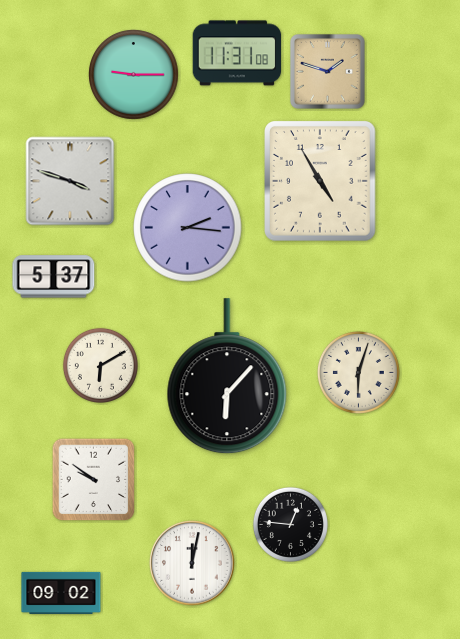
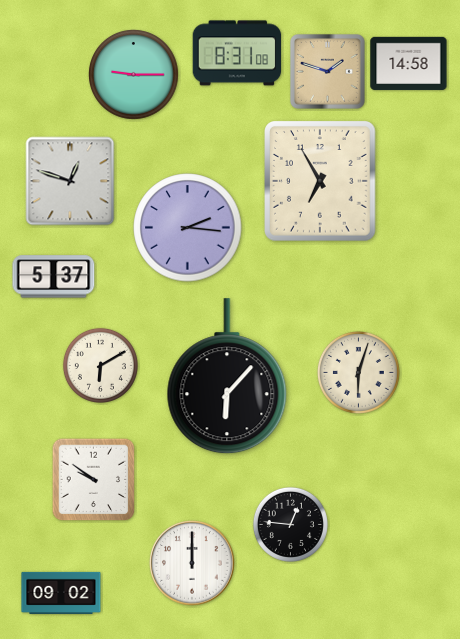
clock at (237, 53): 11:31 -> 8:31
clock at (409, 63): none -> 14:58
clock at (70, 181): 3:48 -> 12:48
clock at (321, 181): 4:55 -> 6:55
clock at (192, 563): 12:02 -> 12:00
